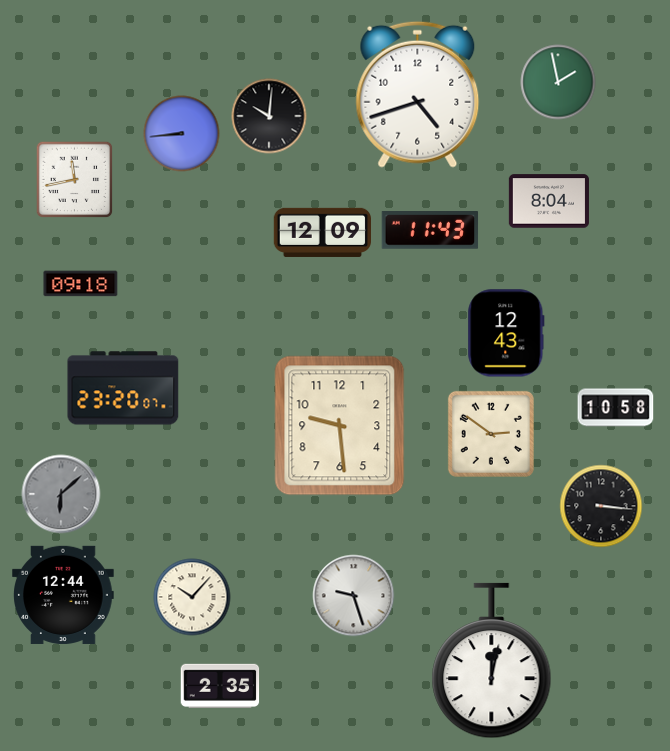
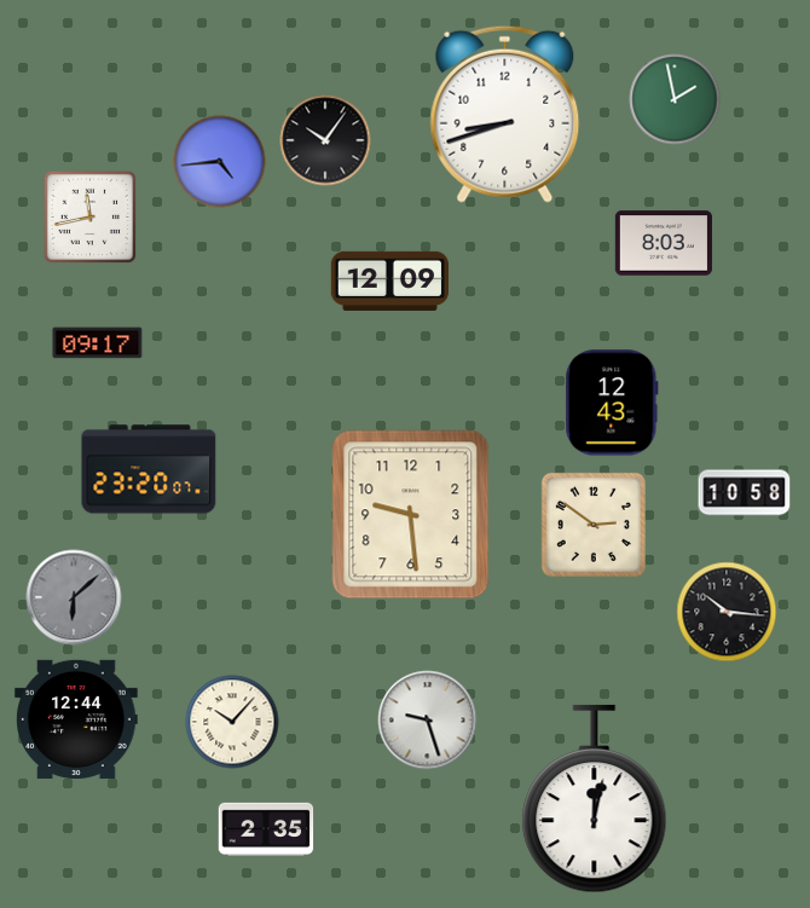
clock at (418, 94): 4:42 -> 8:42
clock at (269, 116): 10:01 -> 10:06
clock at (182, 134): 8:44 -> 4:44
clock at (549, 201): 8:04 -> 8:03
clock at (430, 230): 11:43 -> none
clock at (81, 284): 09:18 -> 09:17
clock at (601, 506): 3:16 -> 10:16
